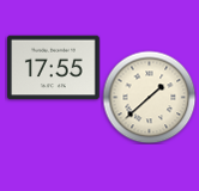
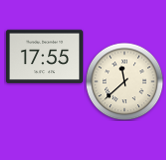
clock at (149, 97): 1:38 -> 11:38
